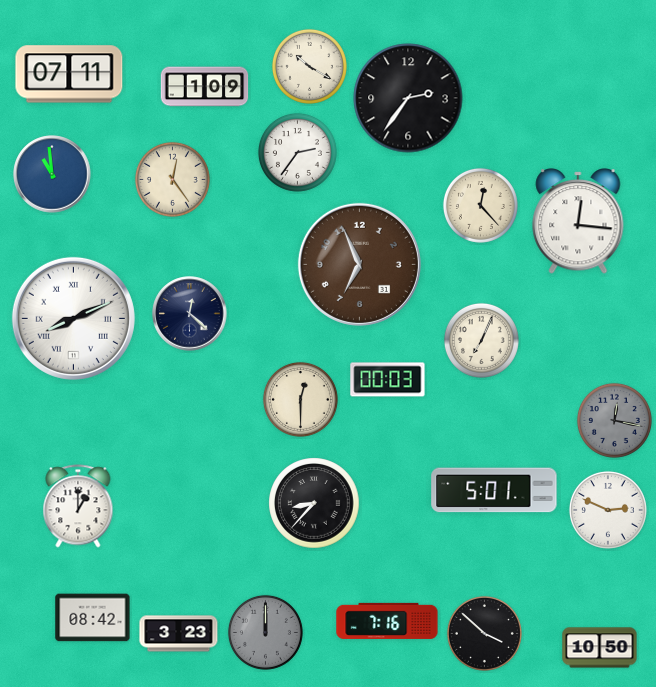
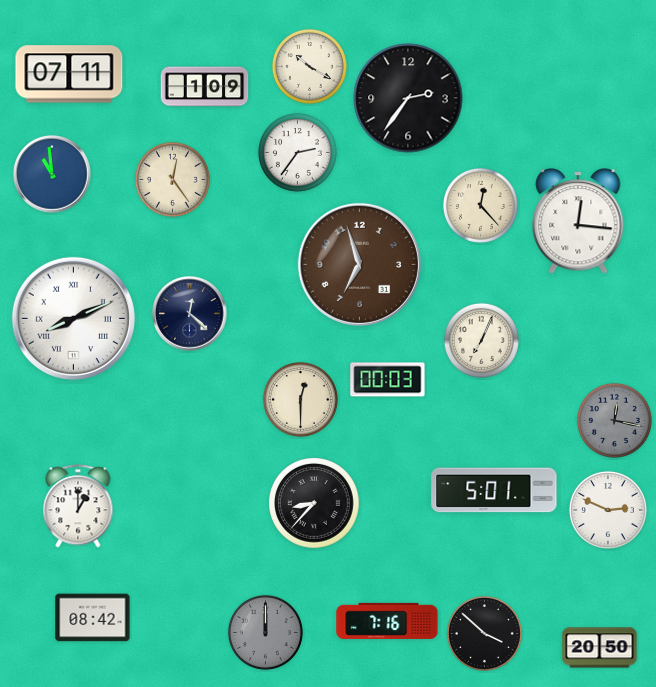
clock at (359, 264): 6:56 -> 6:57
clock at (179, 634): 3:23 -> none
clock at (600, 648): 10:50 -> 20:50
